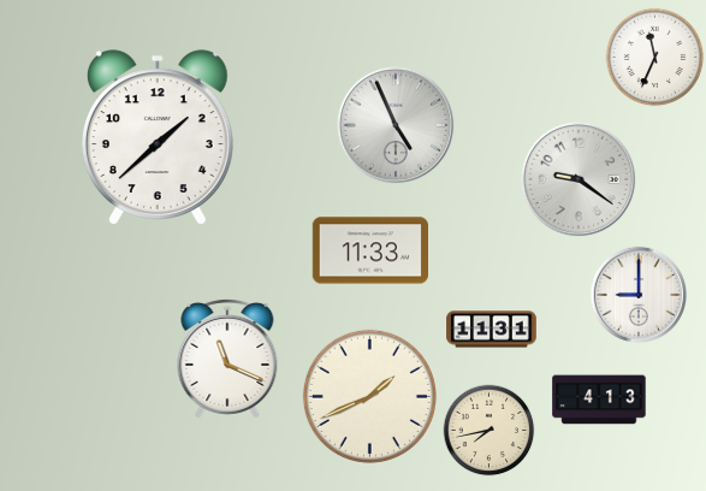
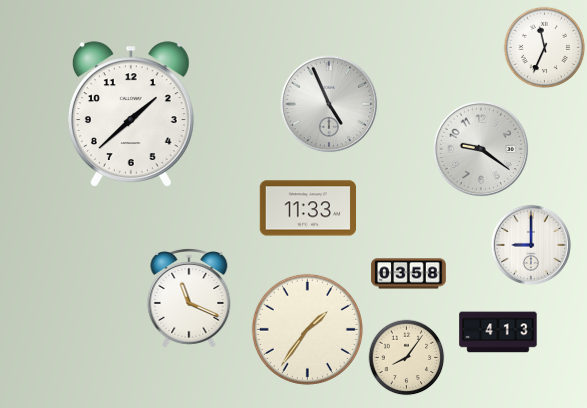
clock at (492, 330): 11:31 -> 03:58
clock at (369, 396): 1:41 -> 1:36
clock at (490, 431): 7:43 -> 8:06
